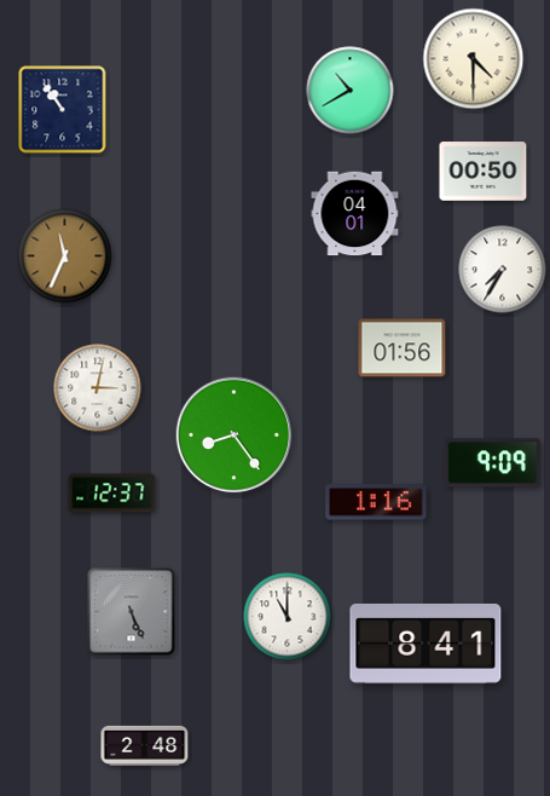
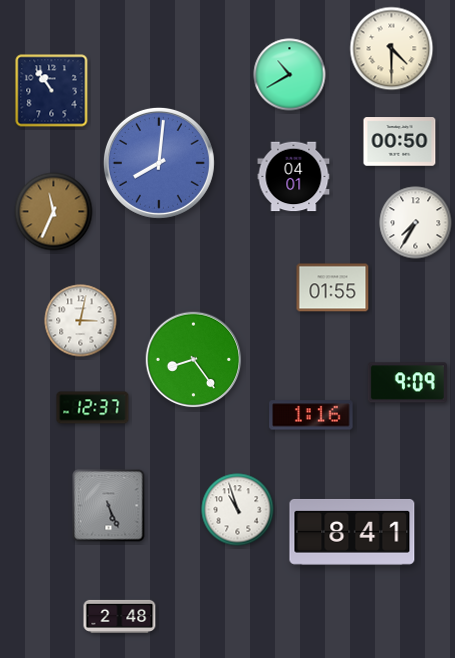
clock at (159, 163): none -> 8:01
clock at (403, 348): 01:56 -> 01:55
clock at (288, 617): 11:00 -> 10:57
